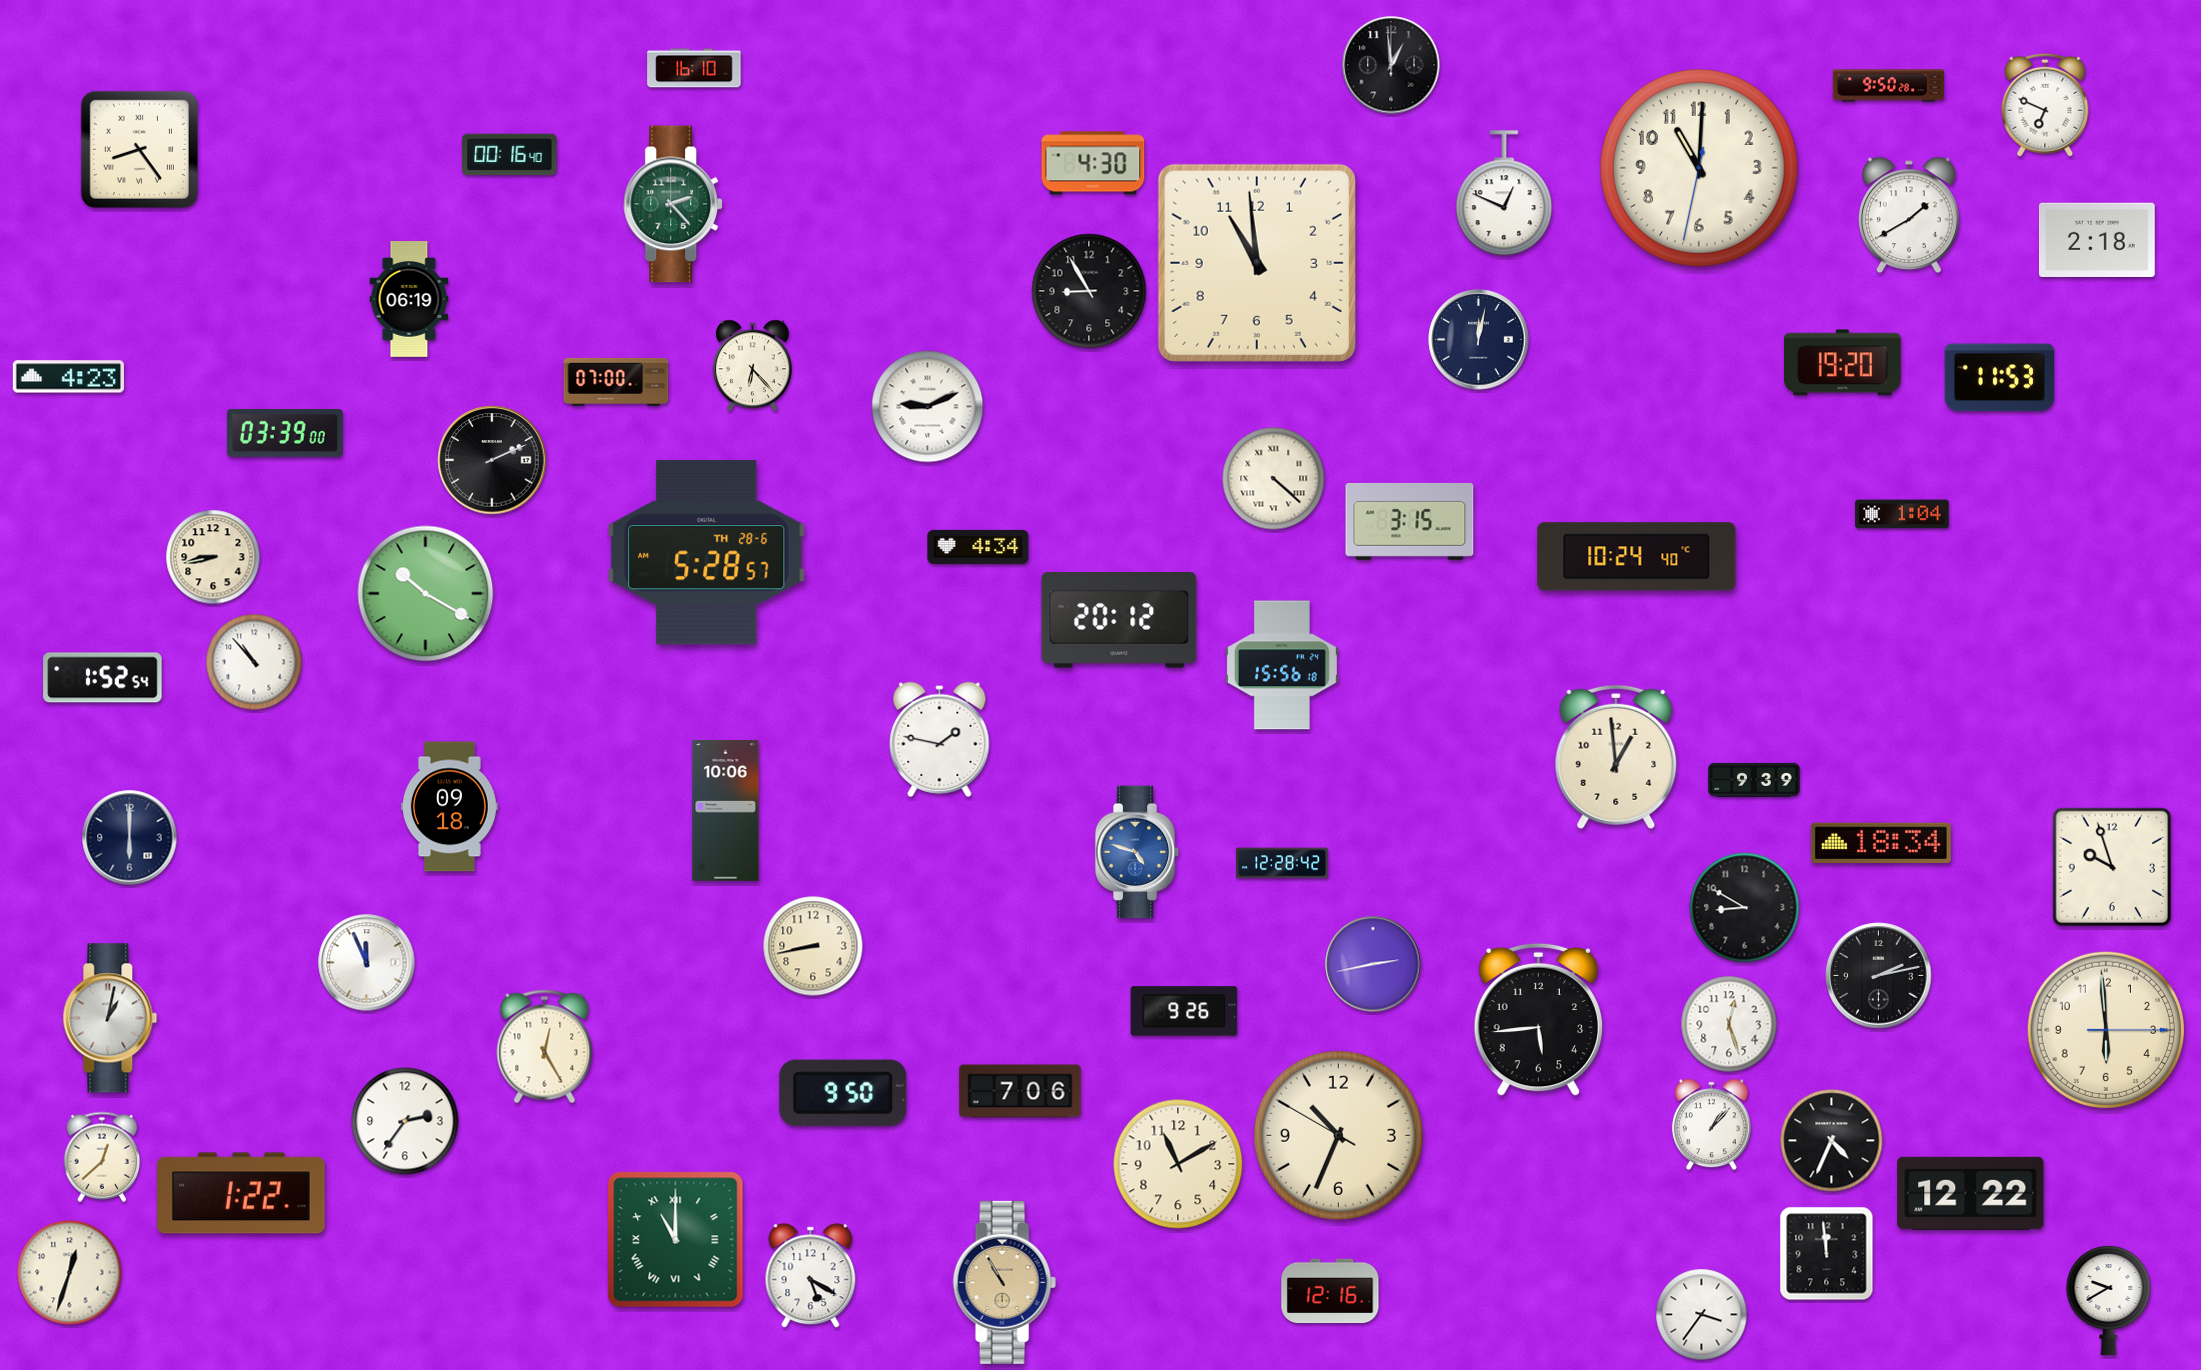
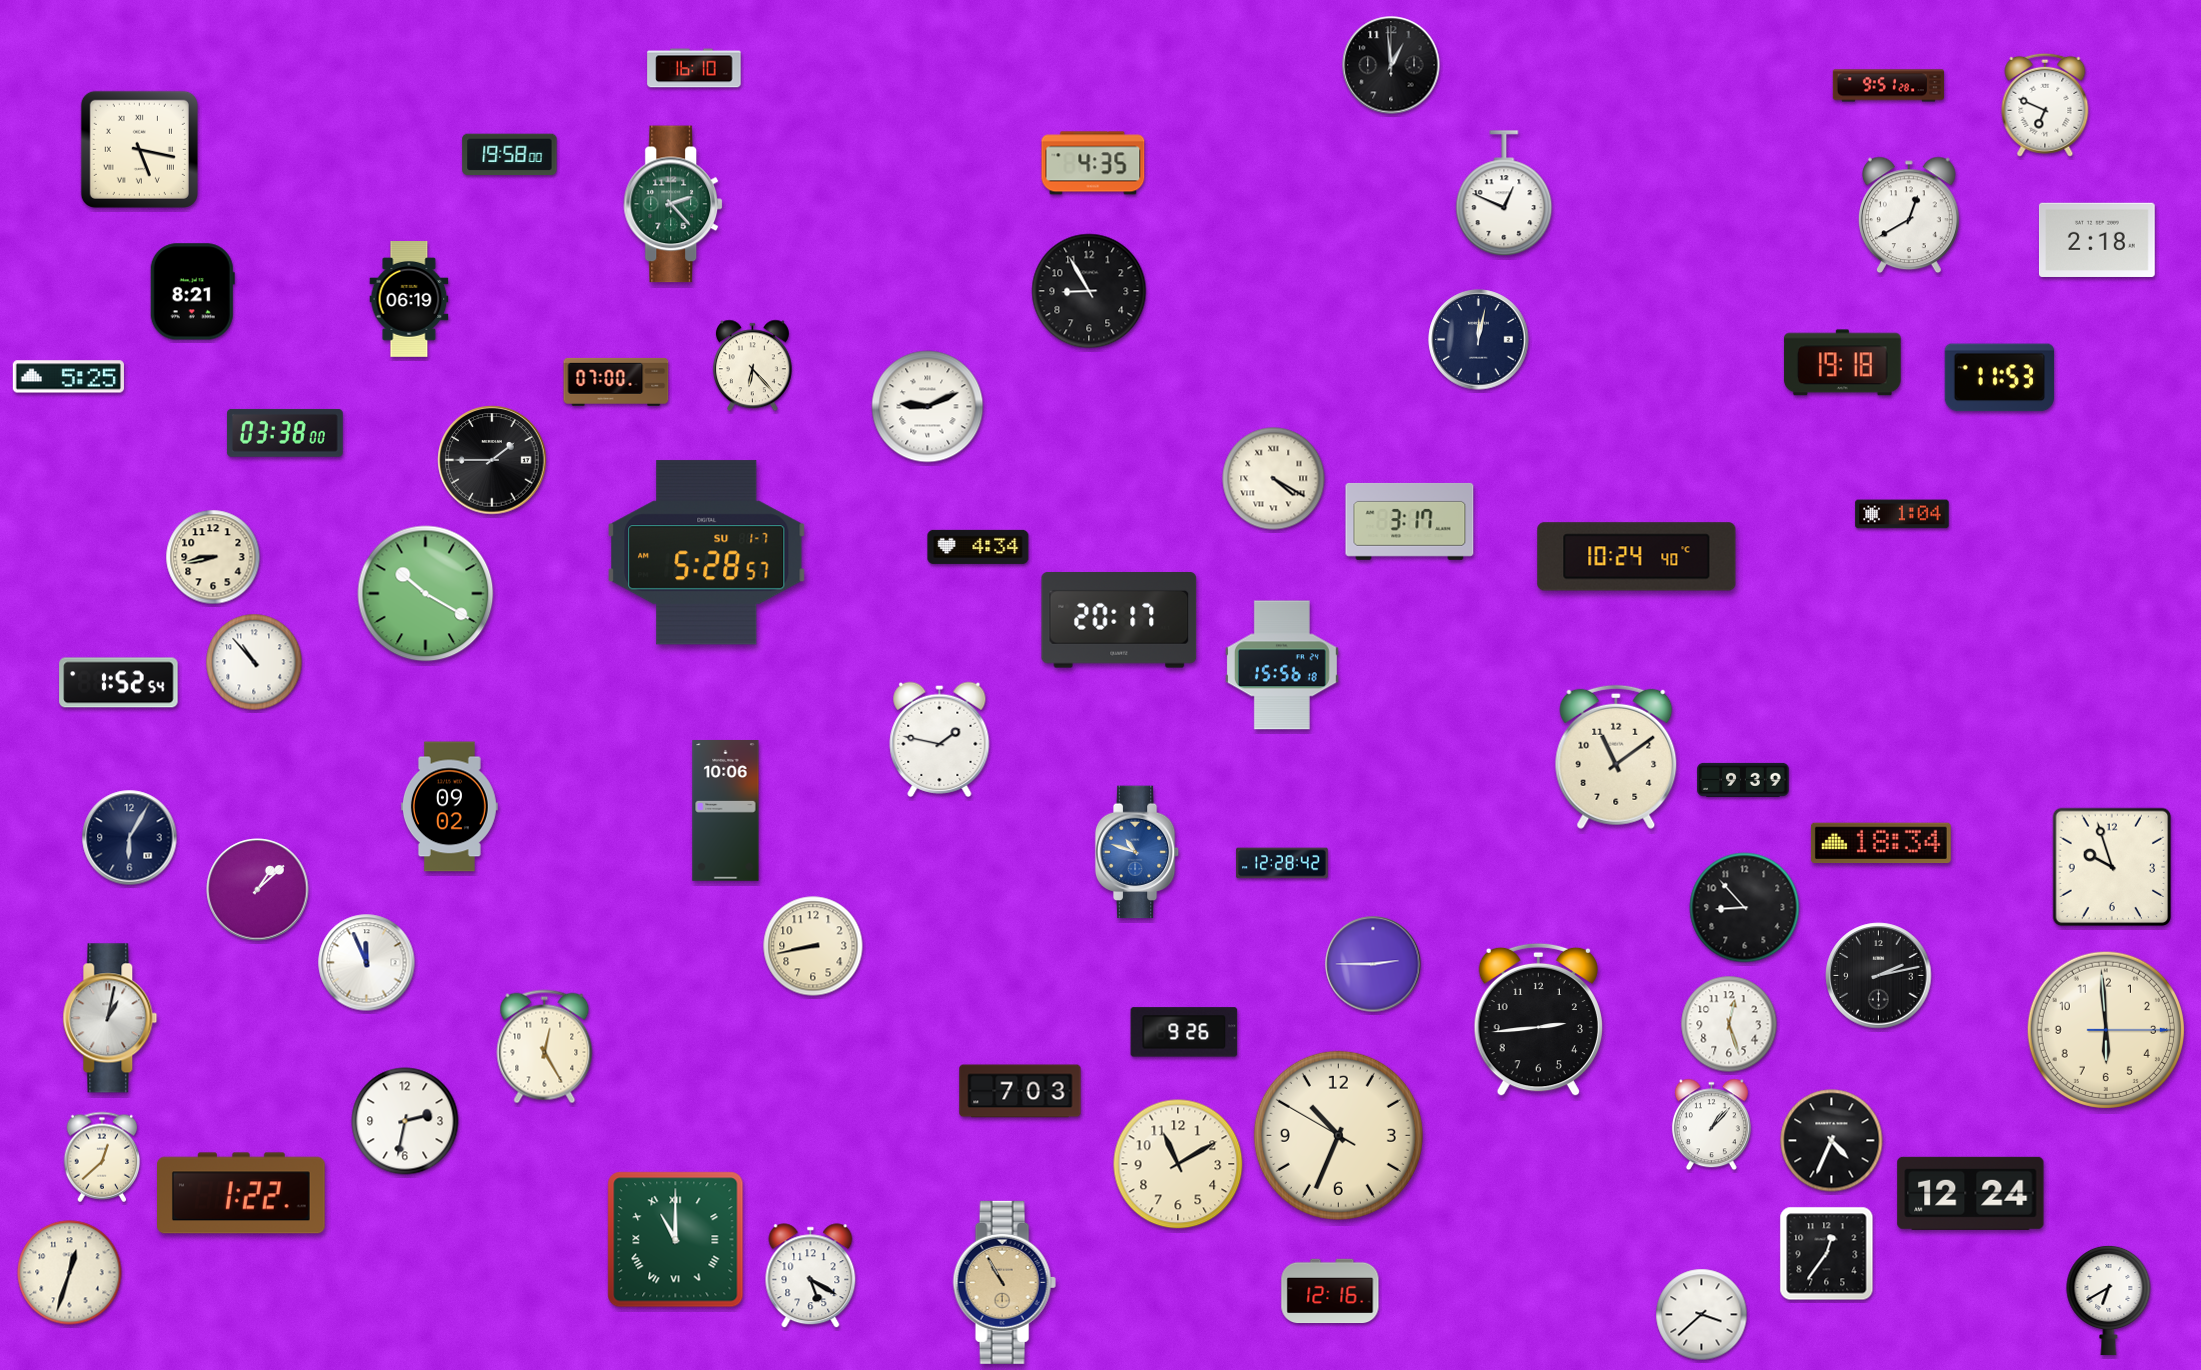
clock at (1888, 86): 9:50 -> 9:51
clock at (139, 149): 8:24 -> 5:17
clock at (510, 155): 00:16 -> 19:58
clock at (1093, 163): 4:30 -> 4:35
clock at (1700, 169): 11:00 -> none
clock at (1909, 215): 1:40 -> 12:40
clock at (1257, 263): 10:59 -> none
clock at (192, 292): none -> 8:21
clock at (1842, 363): 19:20 -> 19:18
clock at (68, 377): 4:23 -> 5:25
clock at (285, 433): 03:39 -> 03:38
clock at (492, 460): 2:11 -> 1:45
clock at (1274, 479): 4:22 -> 4:20
clock at (1410, 521): 3:15 -> 3:17
clock at (707, 553) date: TH 28-6 -> SU 1-7
clock at (1119, 621): 20:12 -> 20:17
clock at (103, 678) position: (103, 678) -> (119, 683)
clock at (1616, 757): 12:59 -> 11:09
clock at (1754, 780) position: (1754, 780) -> (1743, 780)
clock at (449, 807): 09:18 -> 09:02
clock at (130, 838): 6:00 -> 6:05
clock at (1137, 852): 4:48 -> 10:48
clock at (258, 890): none -> 1:08
clock at (1745, 908): 8:50 -> 8:53
clock at (1373, 964): 2:43 -> 2:45
clock at (1184, 1011) position: (1184, 1011) -> (1184, 1032)
clock at (1538, 1020): 5:44 -> 2:44
clock at (1020, 1091): 7:06 -> 7:03
clock at (843, 1093): 9:50 -> none
clock at (405, 1121): 2:36 -> 2:32
clock at (1971, 1193): 12:22 -> 12:24
clock at (1827, 1254): 11:59 -> 12:36
clock at (2109, 1300): 9:40 -> 6:40
clock at (1702, 1315): 3:36 -> 3:38
